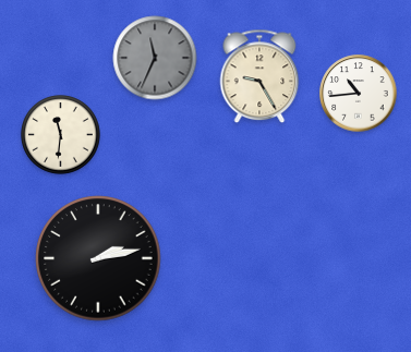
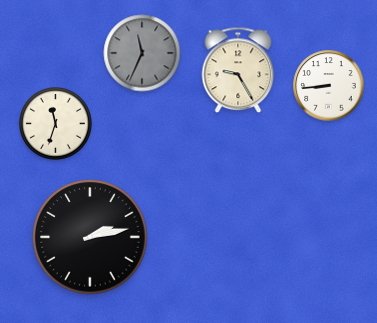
clock at (359, 94): 10:44 -> 8:44
clock at (61, 135): 11:31 -> 11:33
